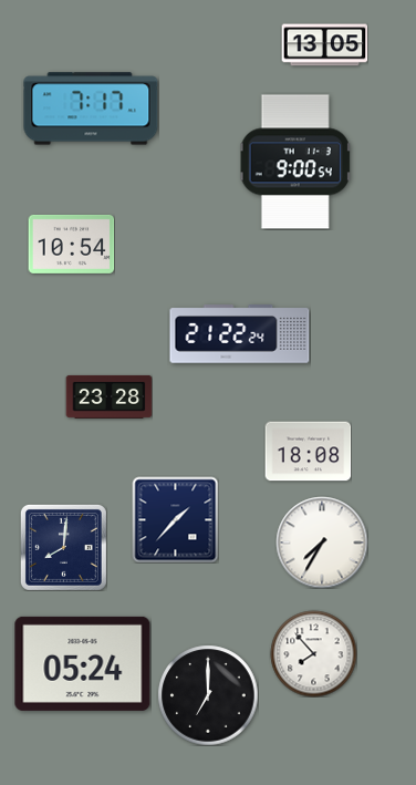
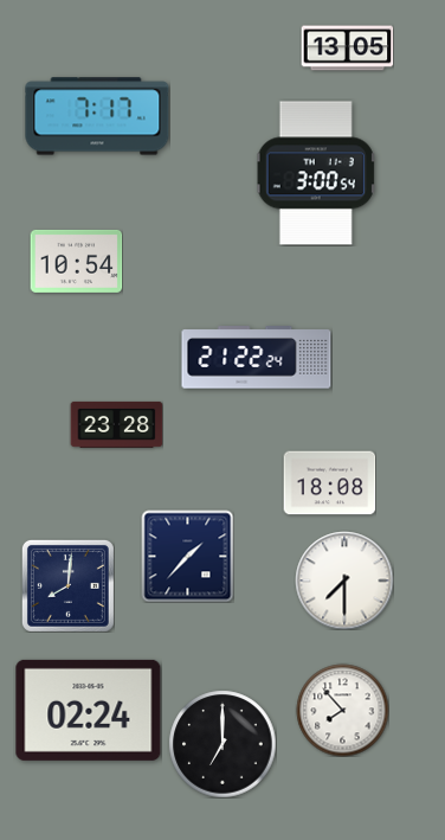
clock at (295, 162): 9:00 -> 3:00
clock at (322, 543): 7:35 -> 7:30
clock at (313, 653) position: (313, 653) -> (342, 710)
clock at (83, 663): 05:24 -> 02:24
